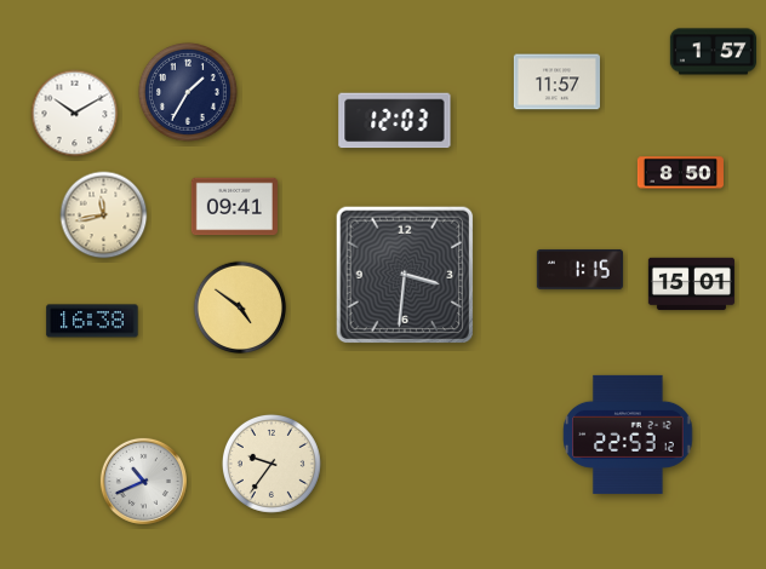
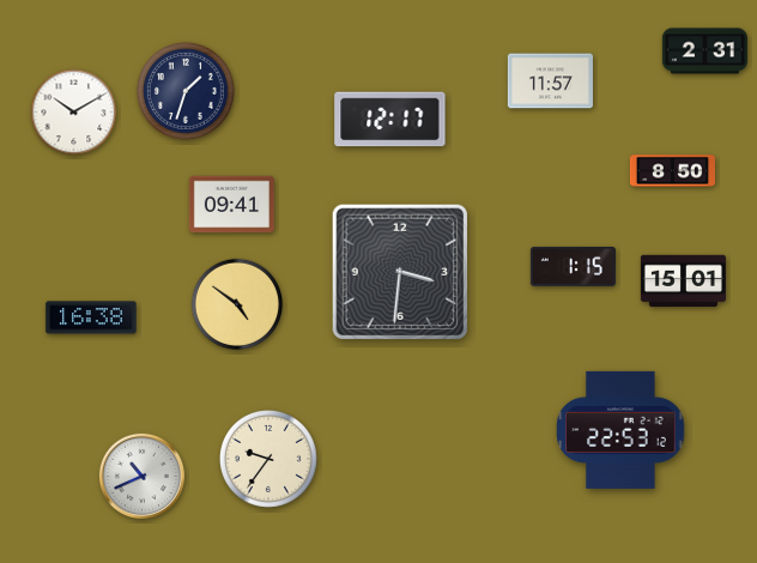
clock at (713, 52): 1:57 -> 2:31
clock at (188, 92): 1:35 -> 1:33
clock at (395, 121): 12:03 -> 12:17
clock at (104, 215): 11:43 -> none
